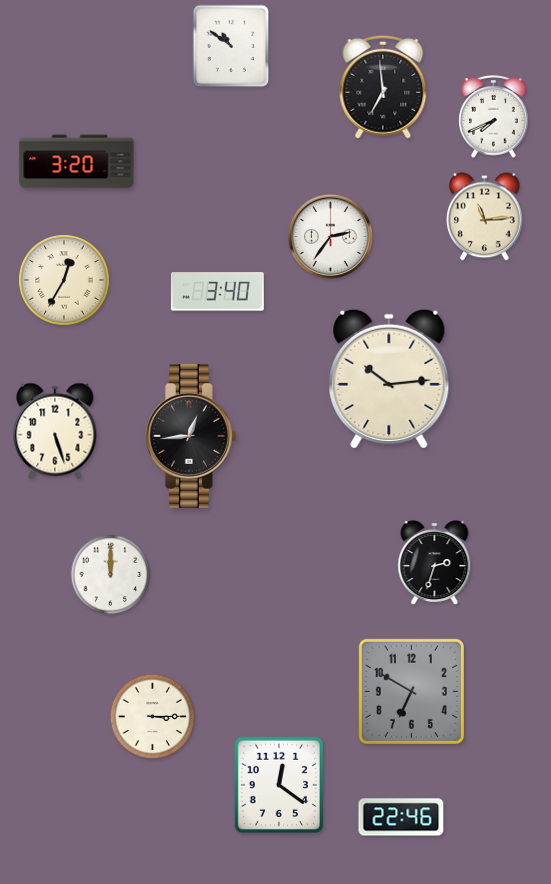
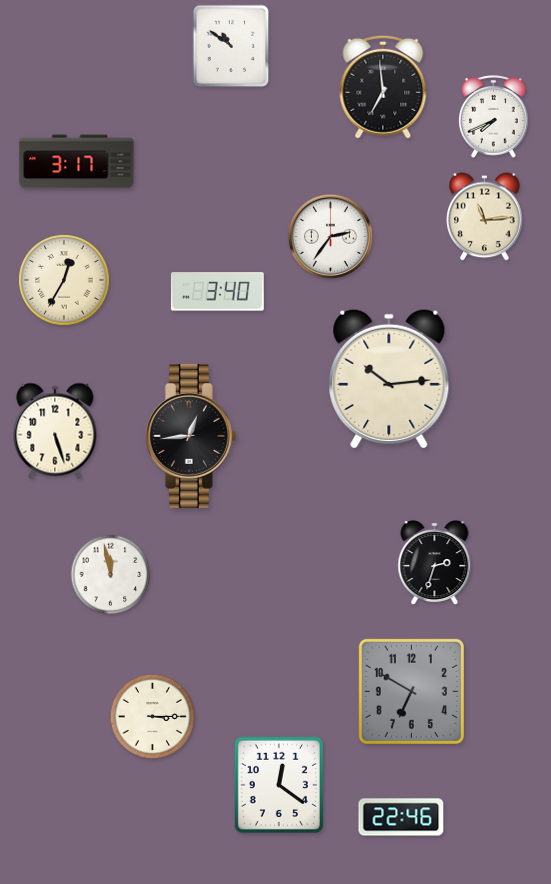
clock at (77, 162): 3:20 -> 3:17
clock at (111, 575): 12:00 -> 11:58
